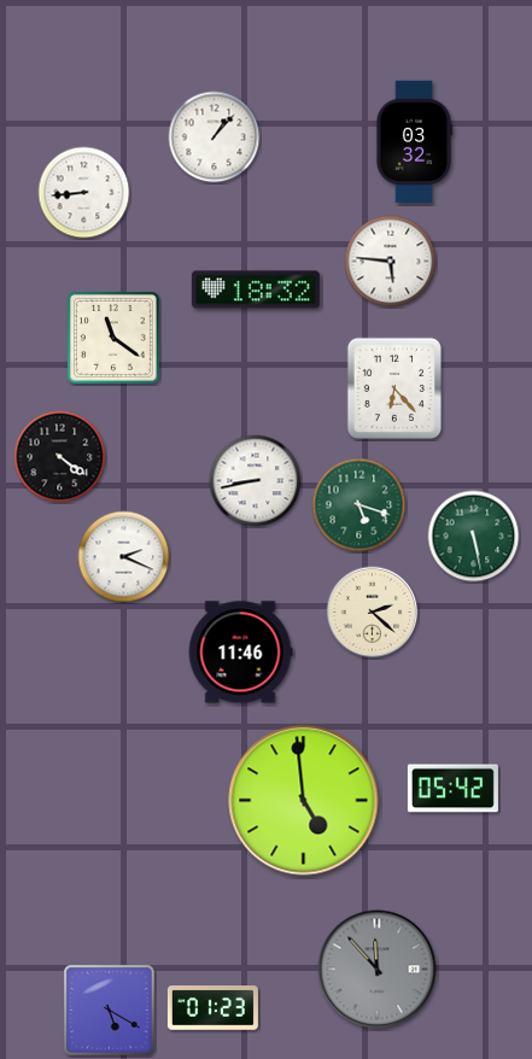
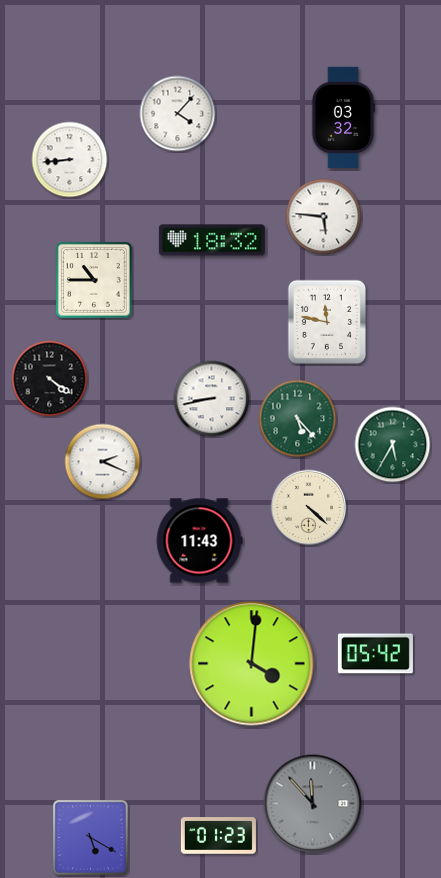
clock at (215, 138): 1:07 -> 4:07
clock at (113, 338): 11:21 -> 10:45
clock at (393, 387): 6:23 -> 11:47
clock at (359, 505): 5:18 -> 5:23
clock at (474, 537): 5:28 -> 5:35
clock at (373, 613): 2:22 -> 4:22
clock at (240, 653): 11:46 -> 11:43
clock at (304, 801): 4:59 -> 4:01
clock at (212, 1008) position: (212, 1008) -> (218, 836)
